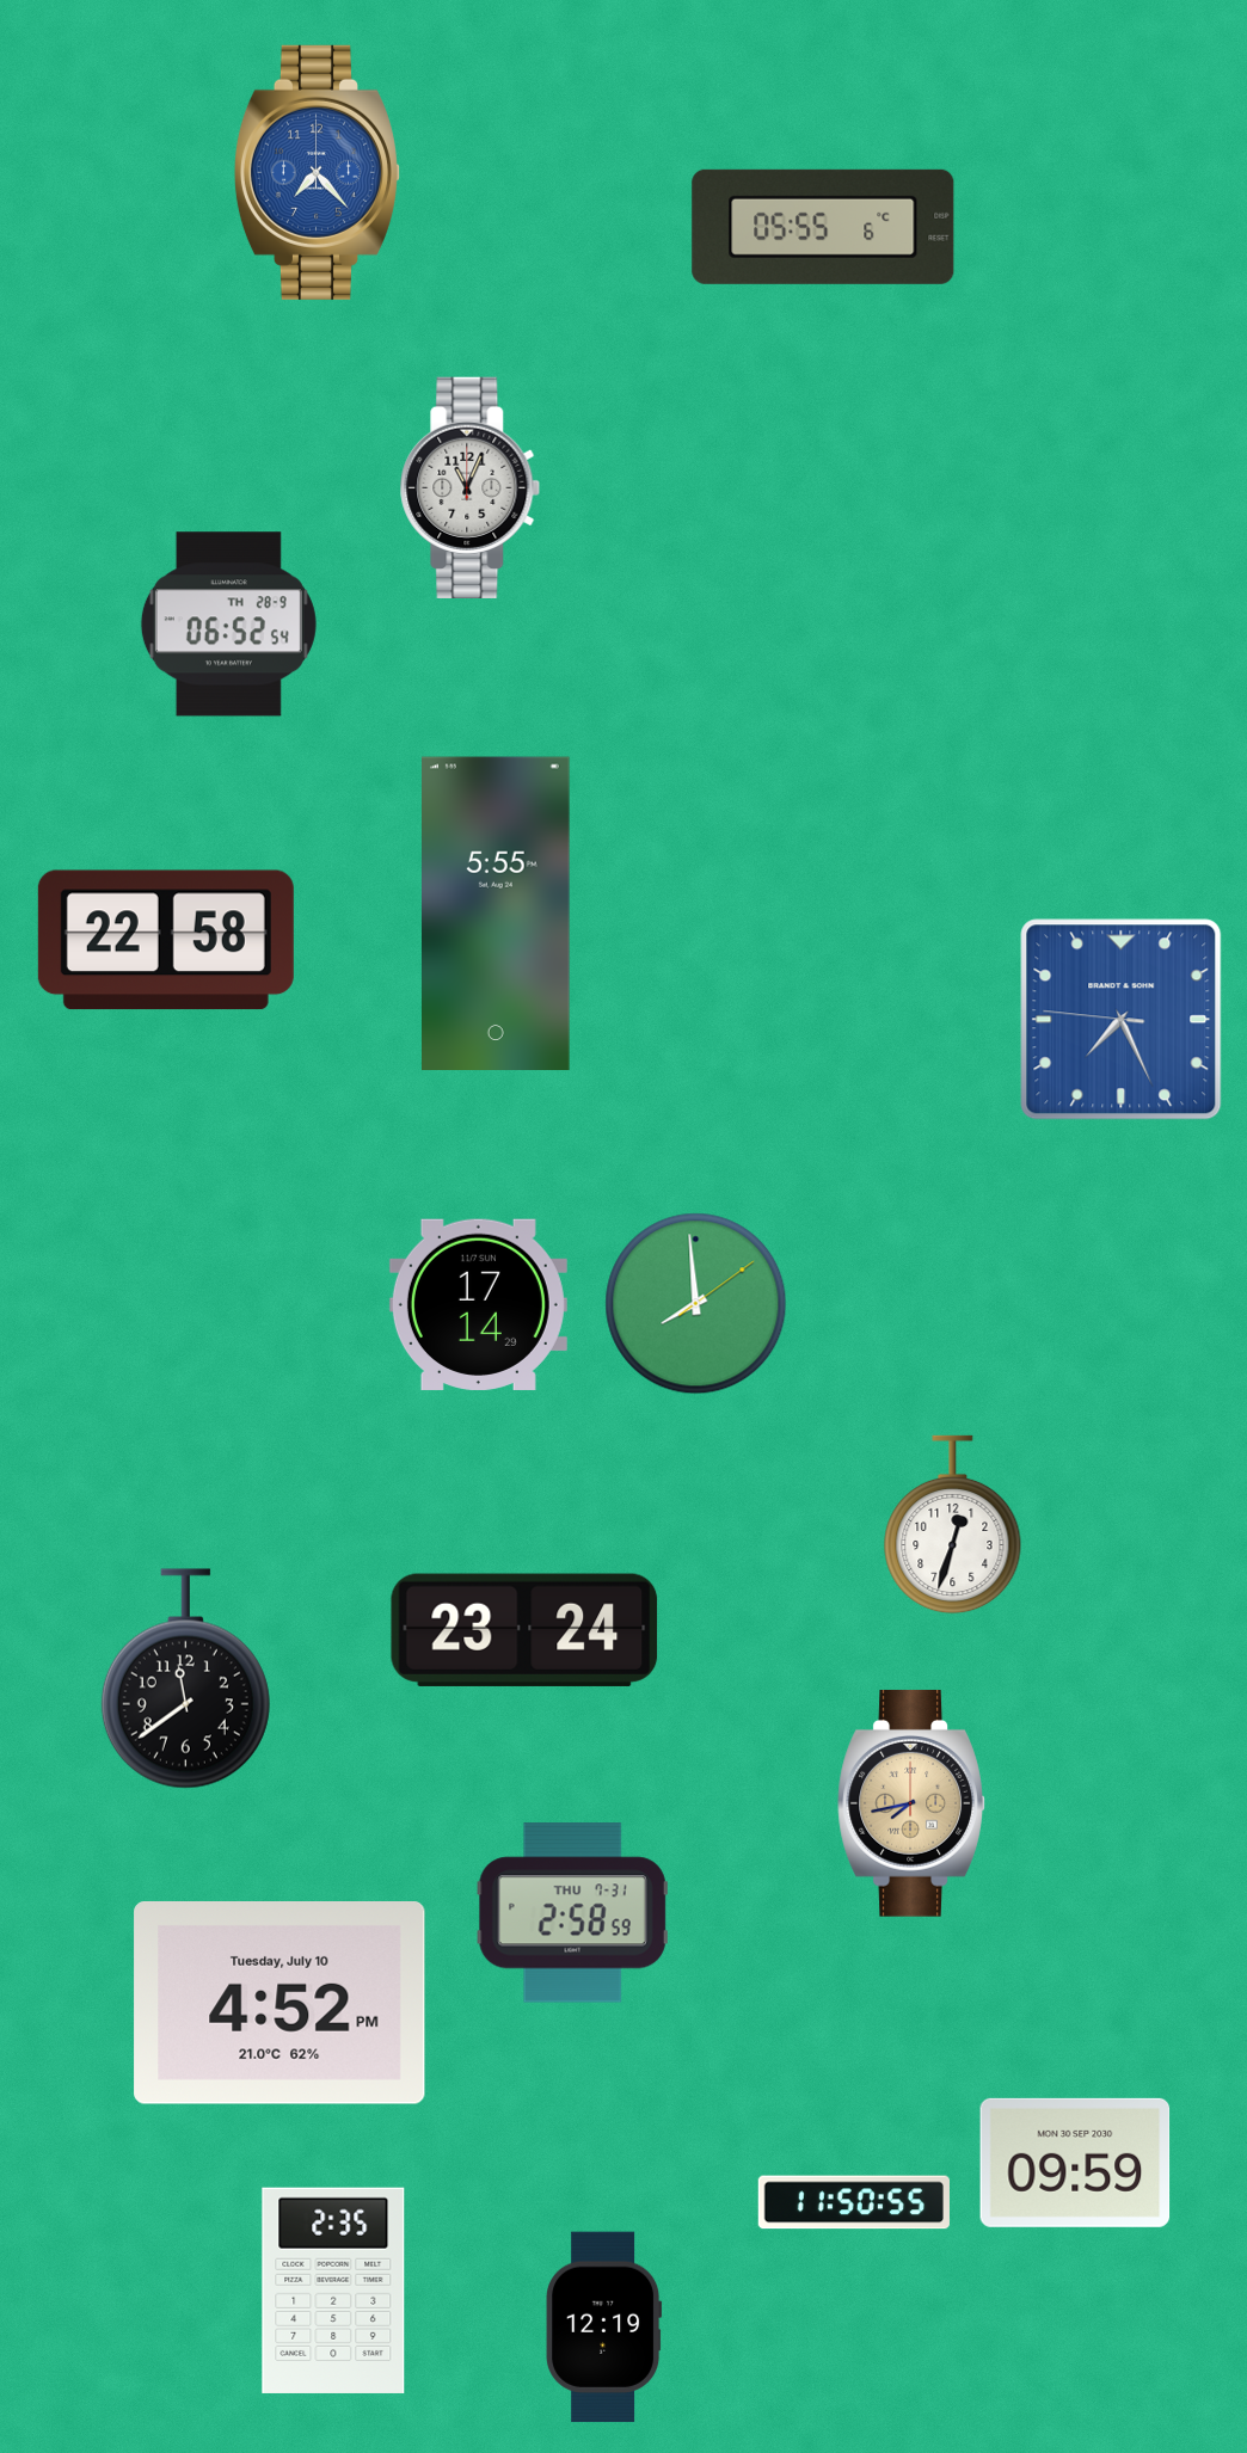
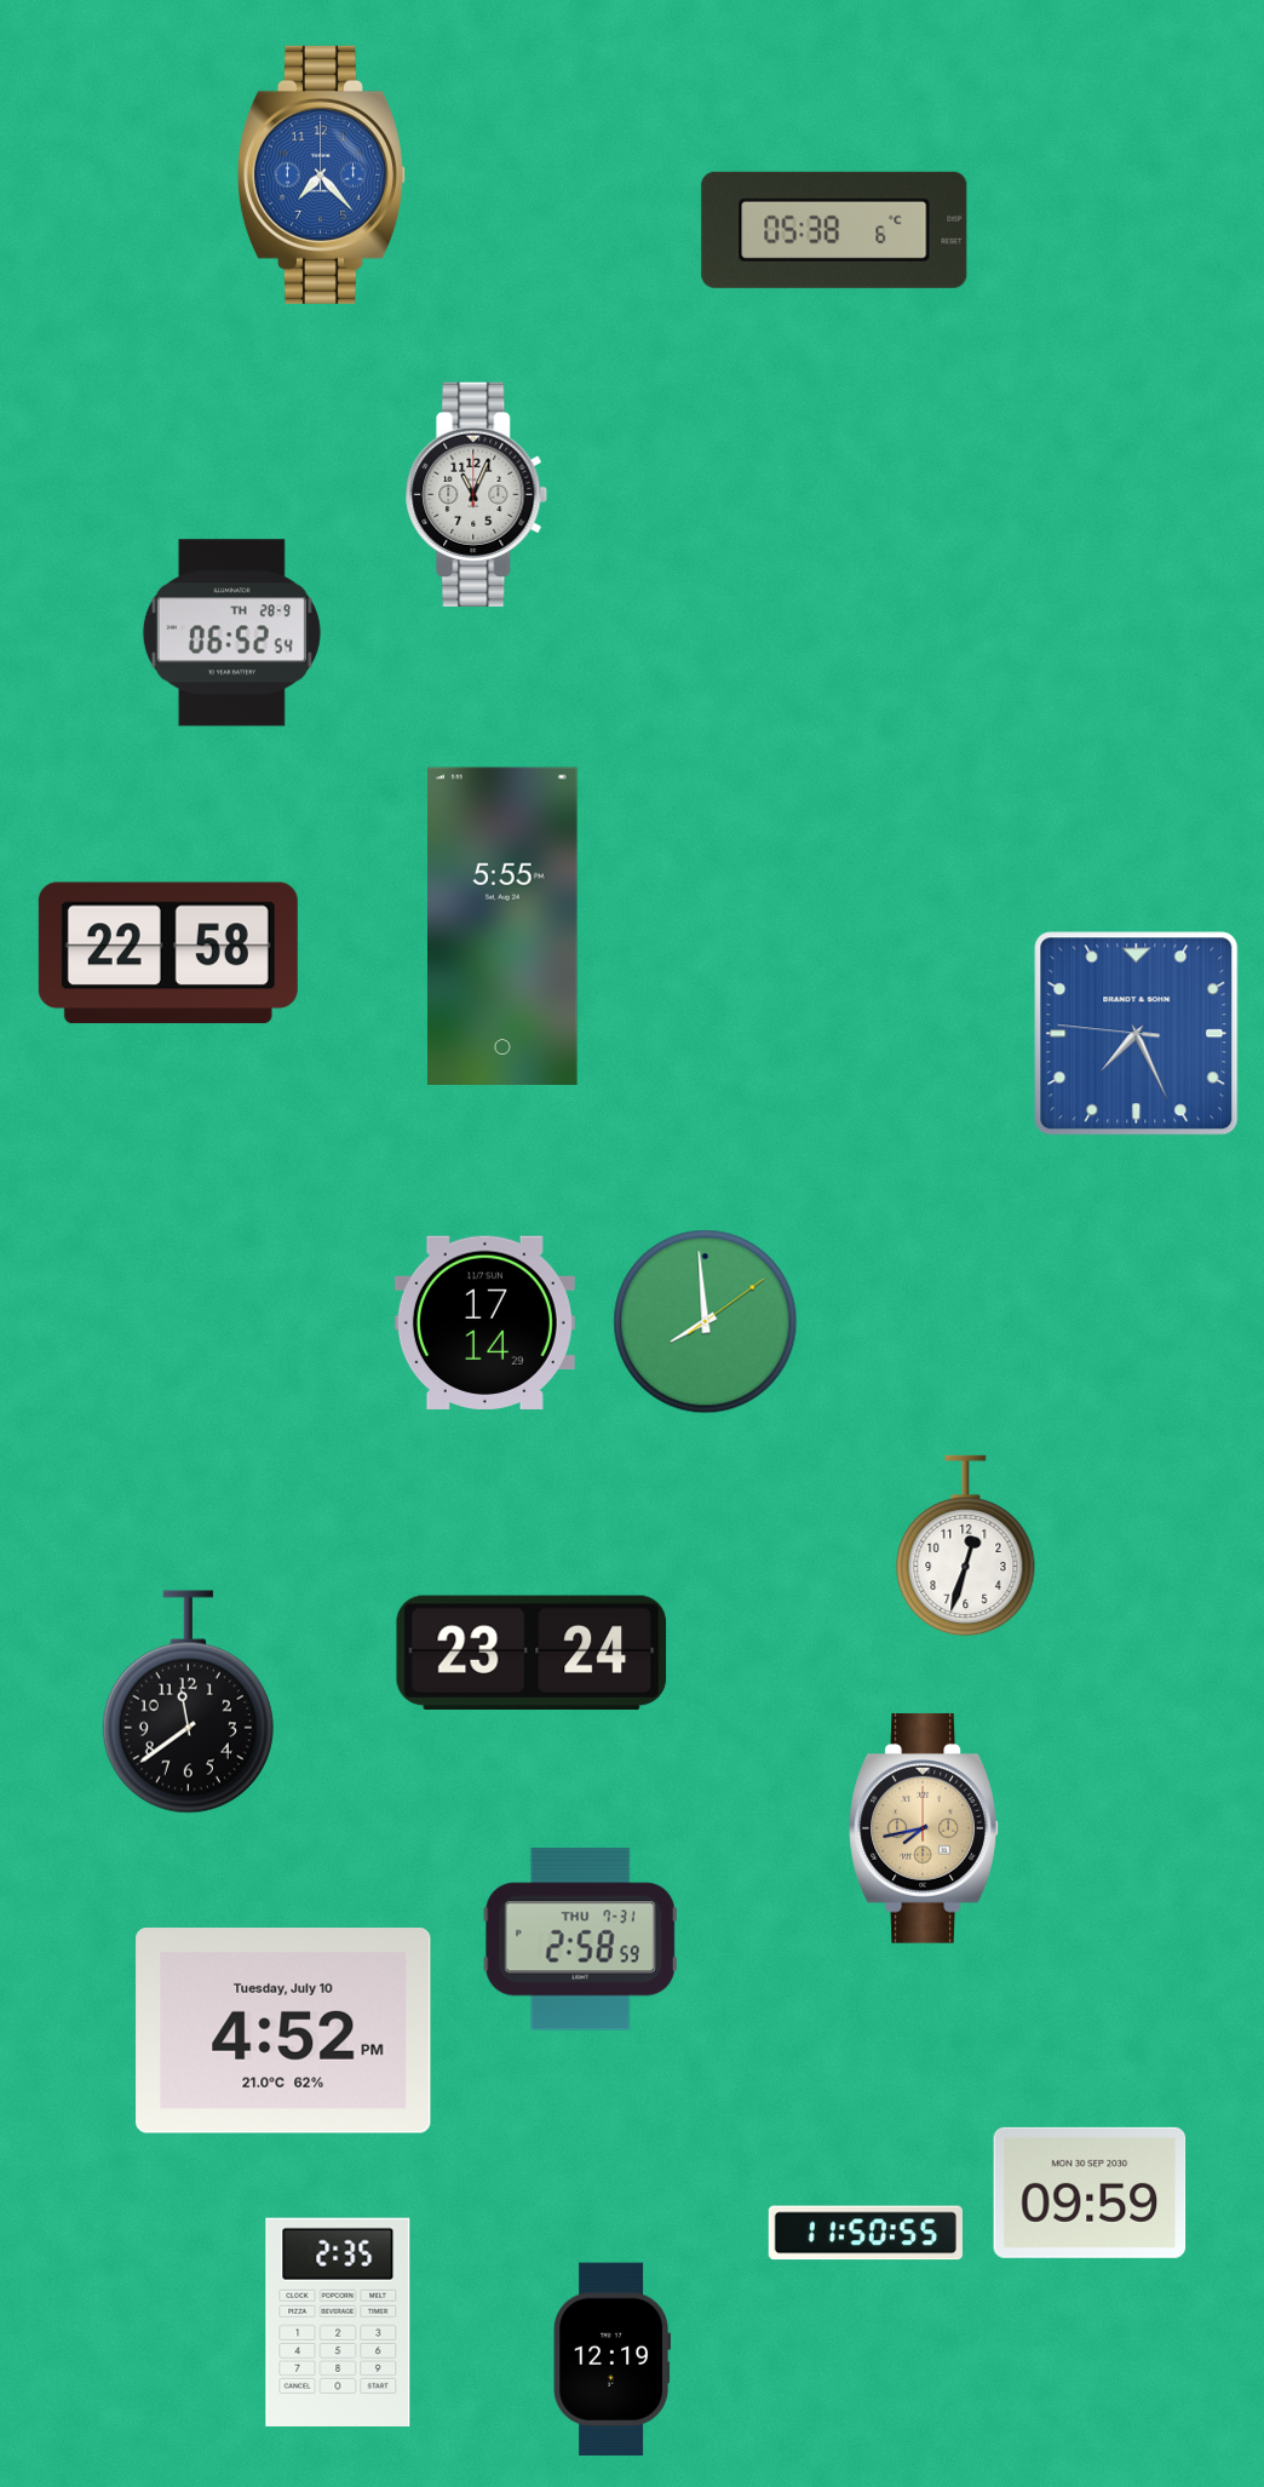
clock at (823, 227): 05:55 -> 05:38
